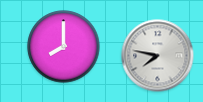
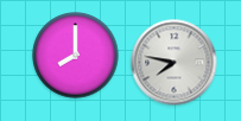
clock at (158, 56) position: (158, 56) -> (175, 63)
